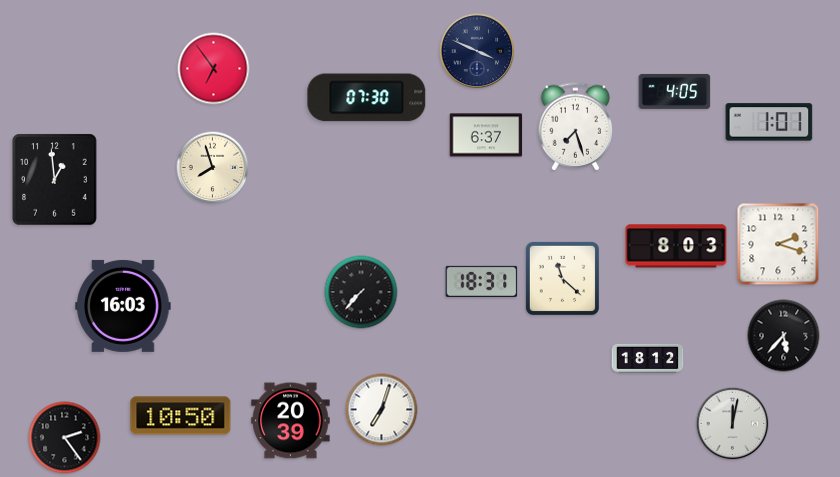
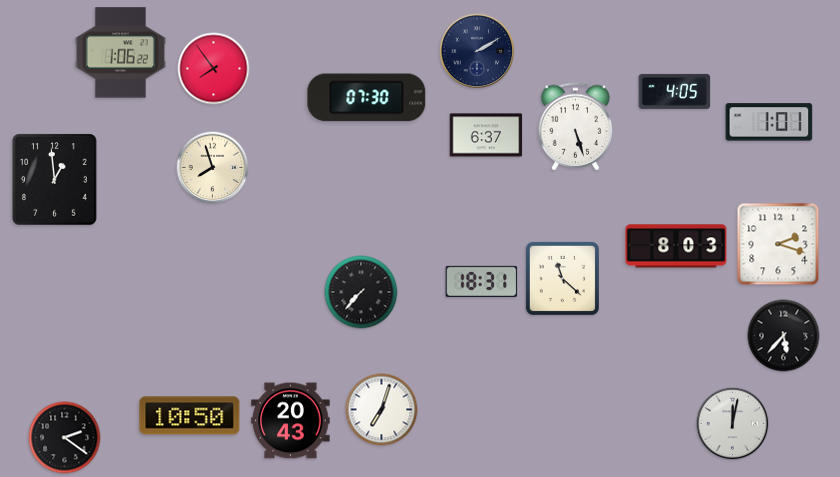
clock at (477, 51): 3:49 -> 2:10
clock at (120, 53): none -> 1:06
clock at (214, 69): 6:54 -> 7:54
clock at (576, 127): 7:27 -> 5:27
clock at (123, 306): 16:03 -> none
clock at (648, 358): 18:12 -> none
clock at (181, 416) position: (181, 416) -> (190, 416)
clock at (291, 421): 20:39 -> 20:43
clock at (65, 438): 2:24 -> 2:21
